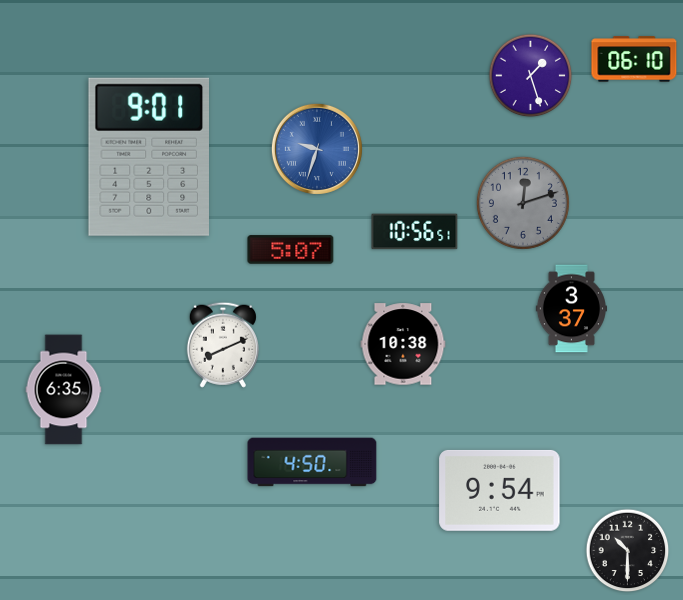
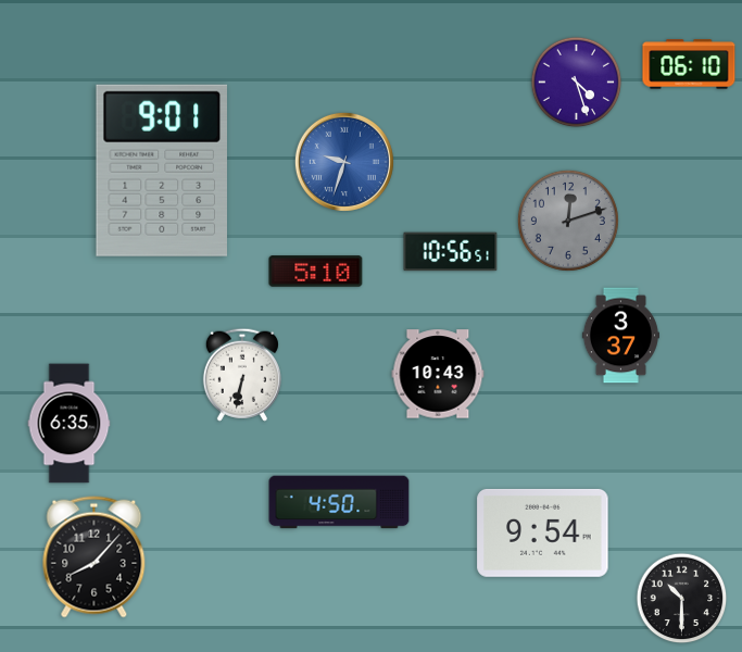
clock at (531, 76): 1:27 -> 4:27
clock at (291, 250): 5:07 -> 5:10
clock at (403, 344): 10:38 -> 10:43
clock at (223, 345): 8:11 -> 6:32
clock at (95, 557): none -> 8:07
